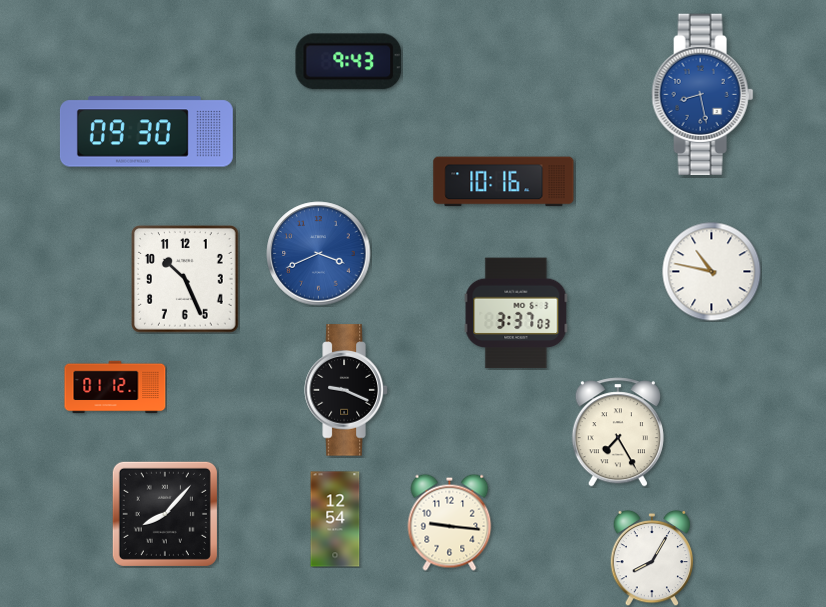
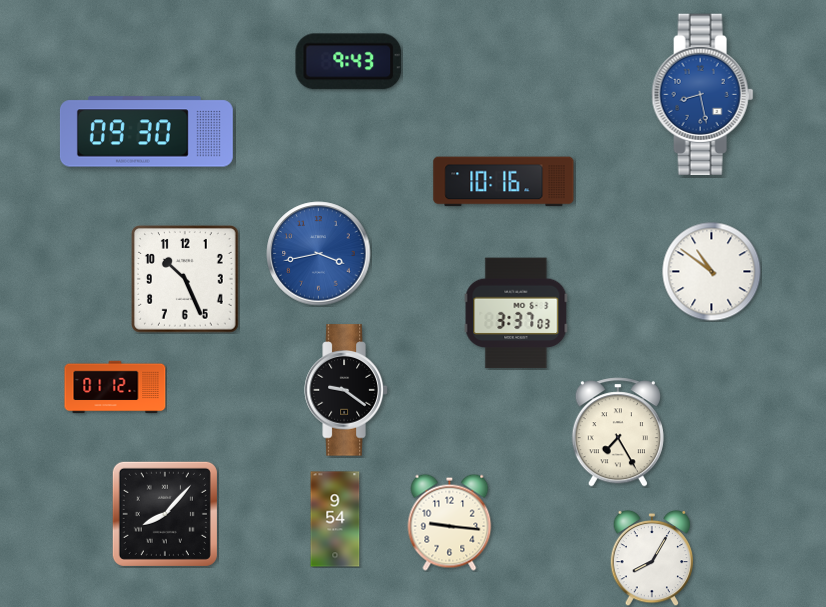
clock at (319, 254): 3:41 -> 3:43
clock at (712, 272): 10:47 -> 10:51
clock at (346, 390): 9:19 -> 9:21
clock at (335, 519): 12:54 -> 9:54
